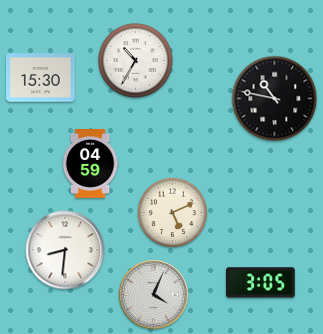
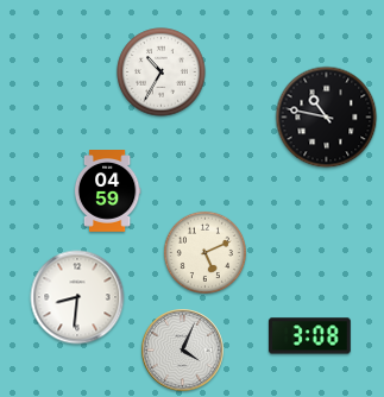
clock at (41, 78): 15:30 -> none
clock at (90, 164) position: (90, 164) -> (107, 191)
clock at (260, 283): 3:05 -> 3:08
